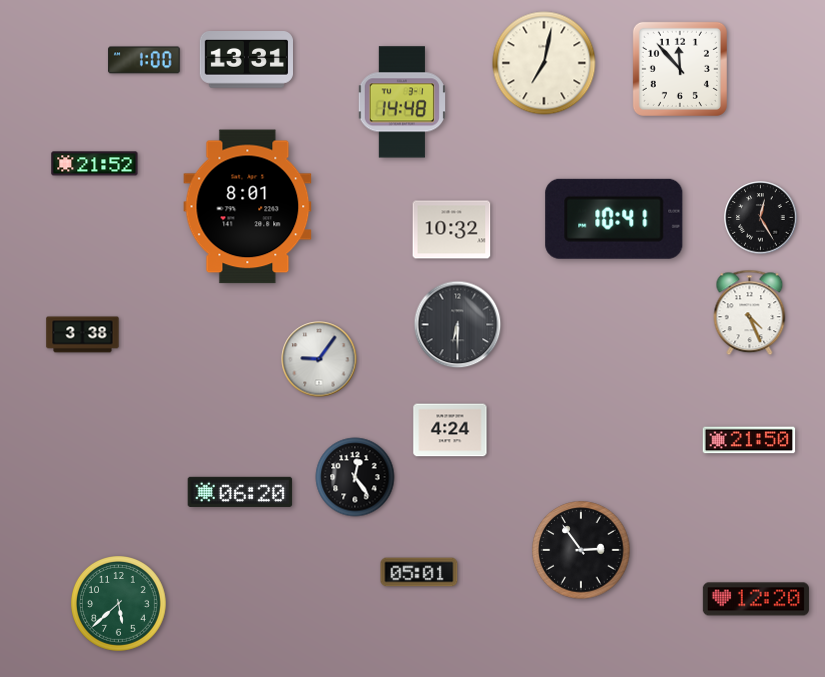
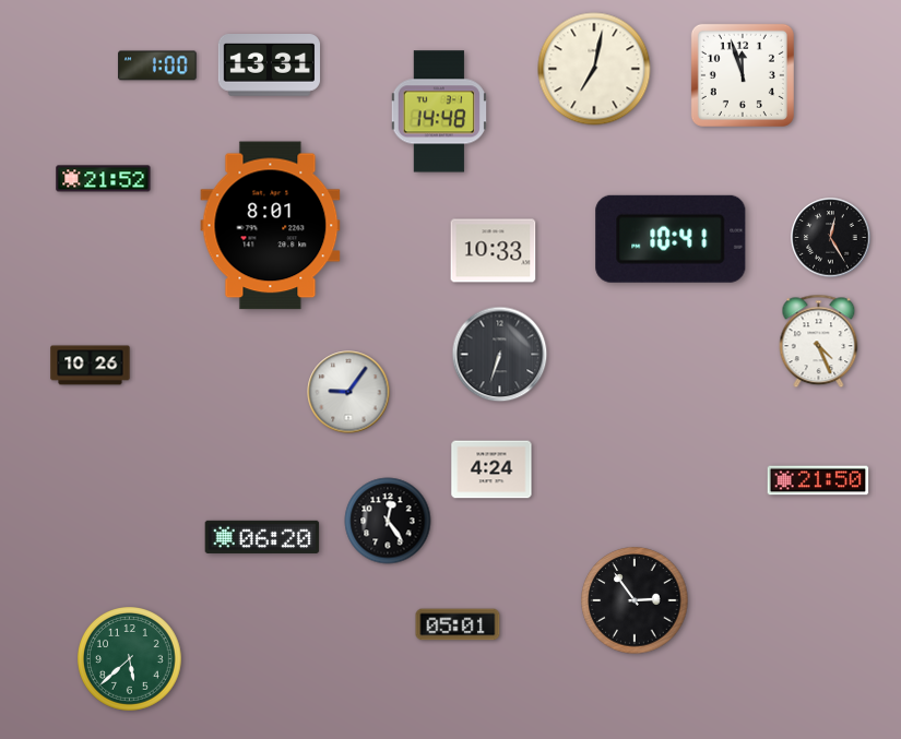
clock at (680, 69): 11:53 -> 11:57
clock at (452, 230): 10:32 -> 10:33
clock at (458, 325): 6:30 -> 6:33
clock at (83, 335): 3:38 -> 10:26
clock at (756, 599): 12:20 -> none
